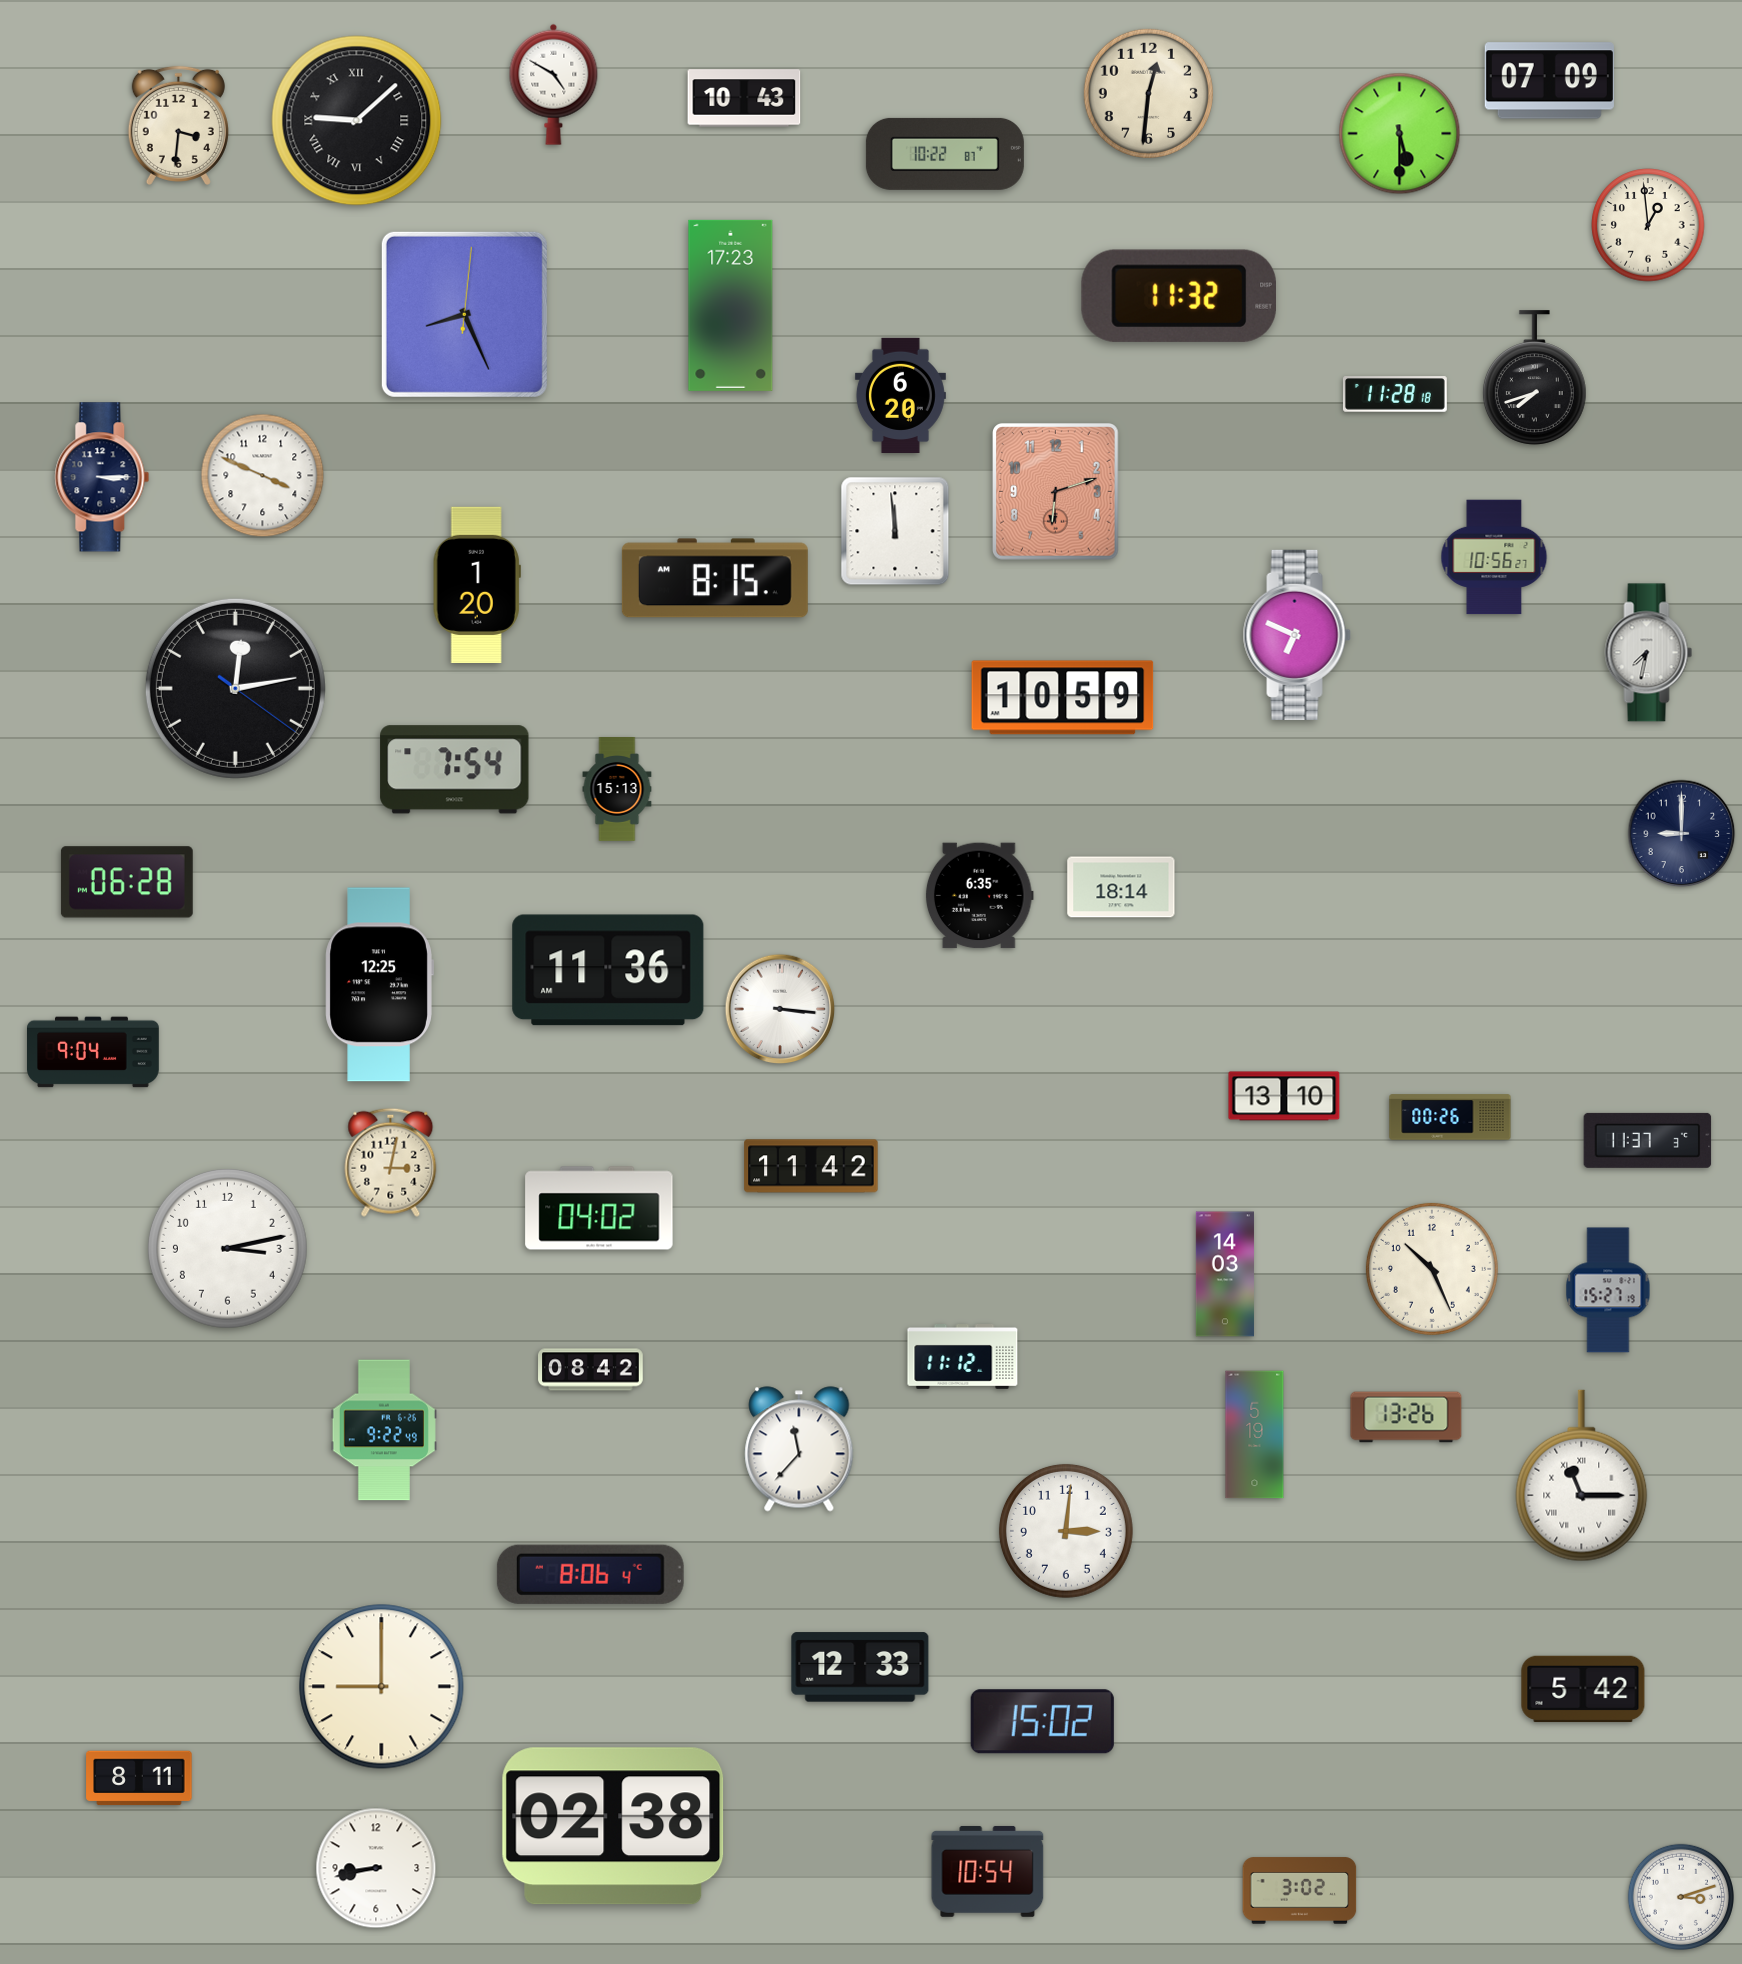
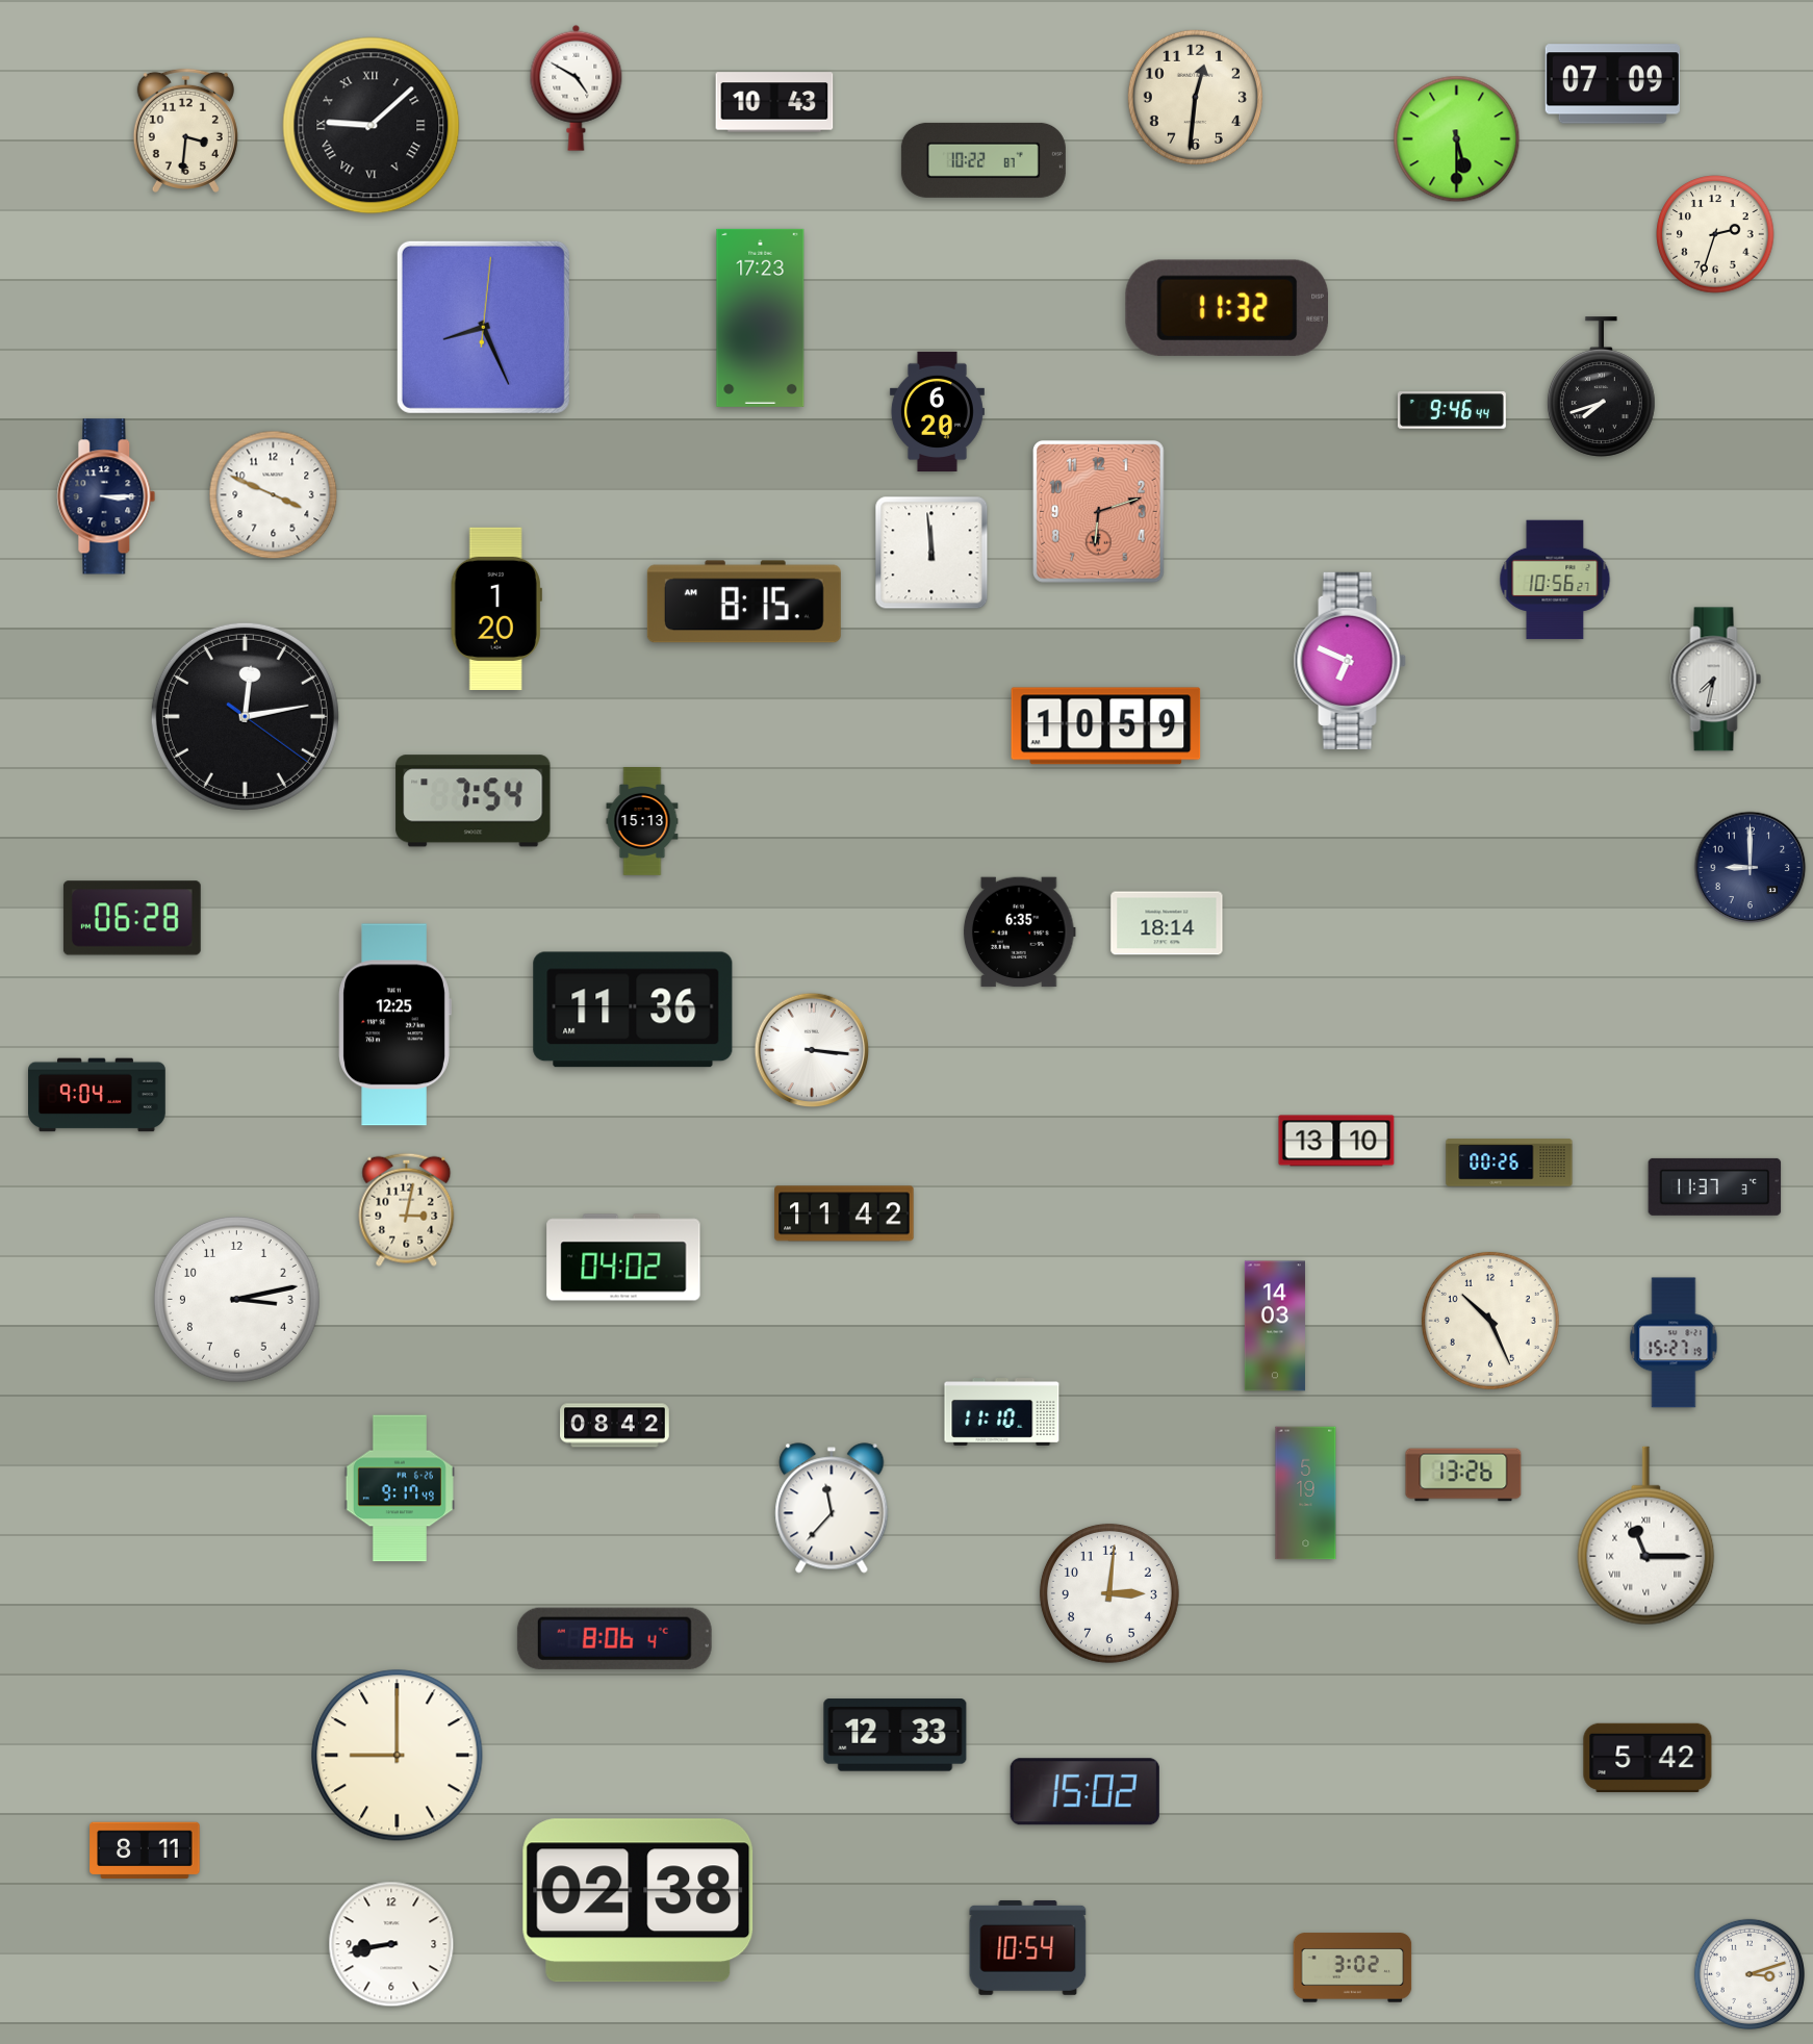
clock at (1648, 225): 12:59 -> 2:33
clock at (1534, 378) position: (1534, 378) -> (1601, 387)
clock at (1395, 394): 11:28 -> 9:46
clock at (963, 1357): 11:12 -> 11:10
clock at (384, 1430): 9:22 -> 9:17
